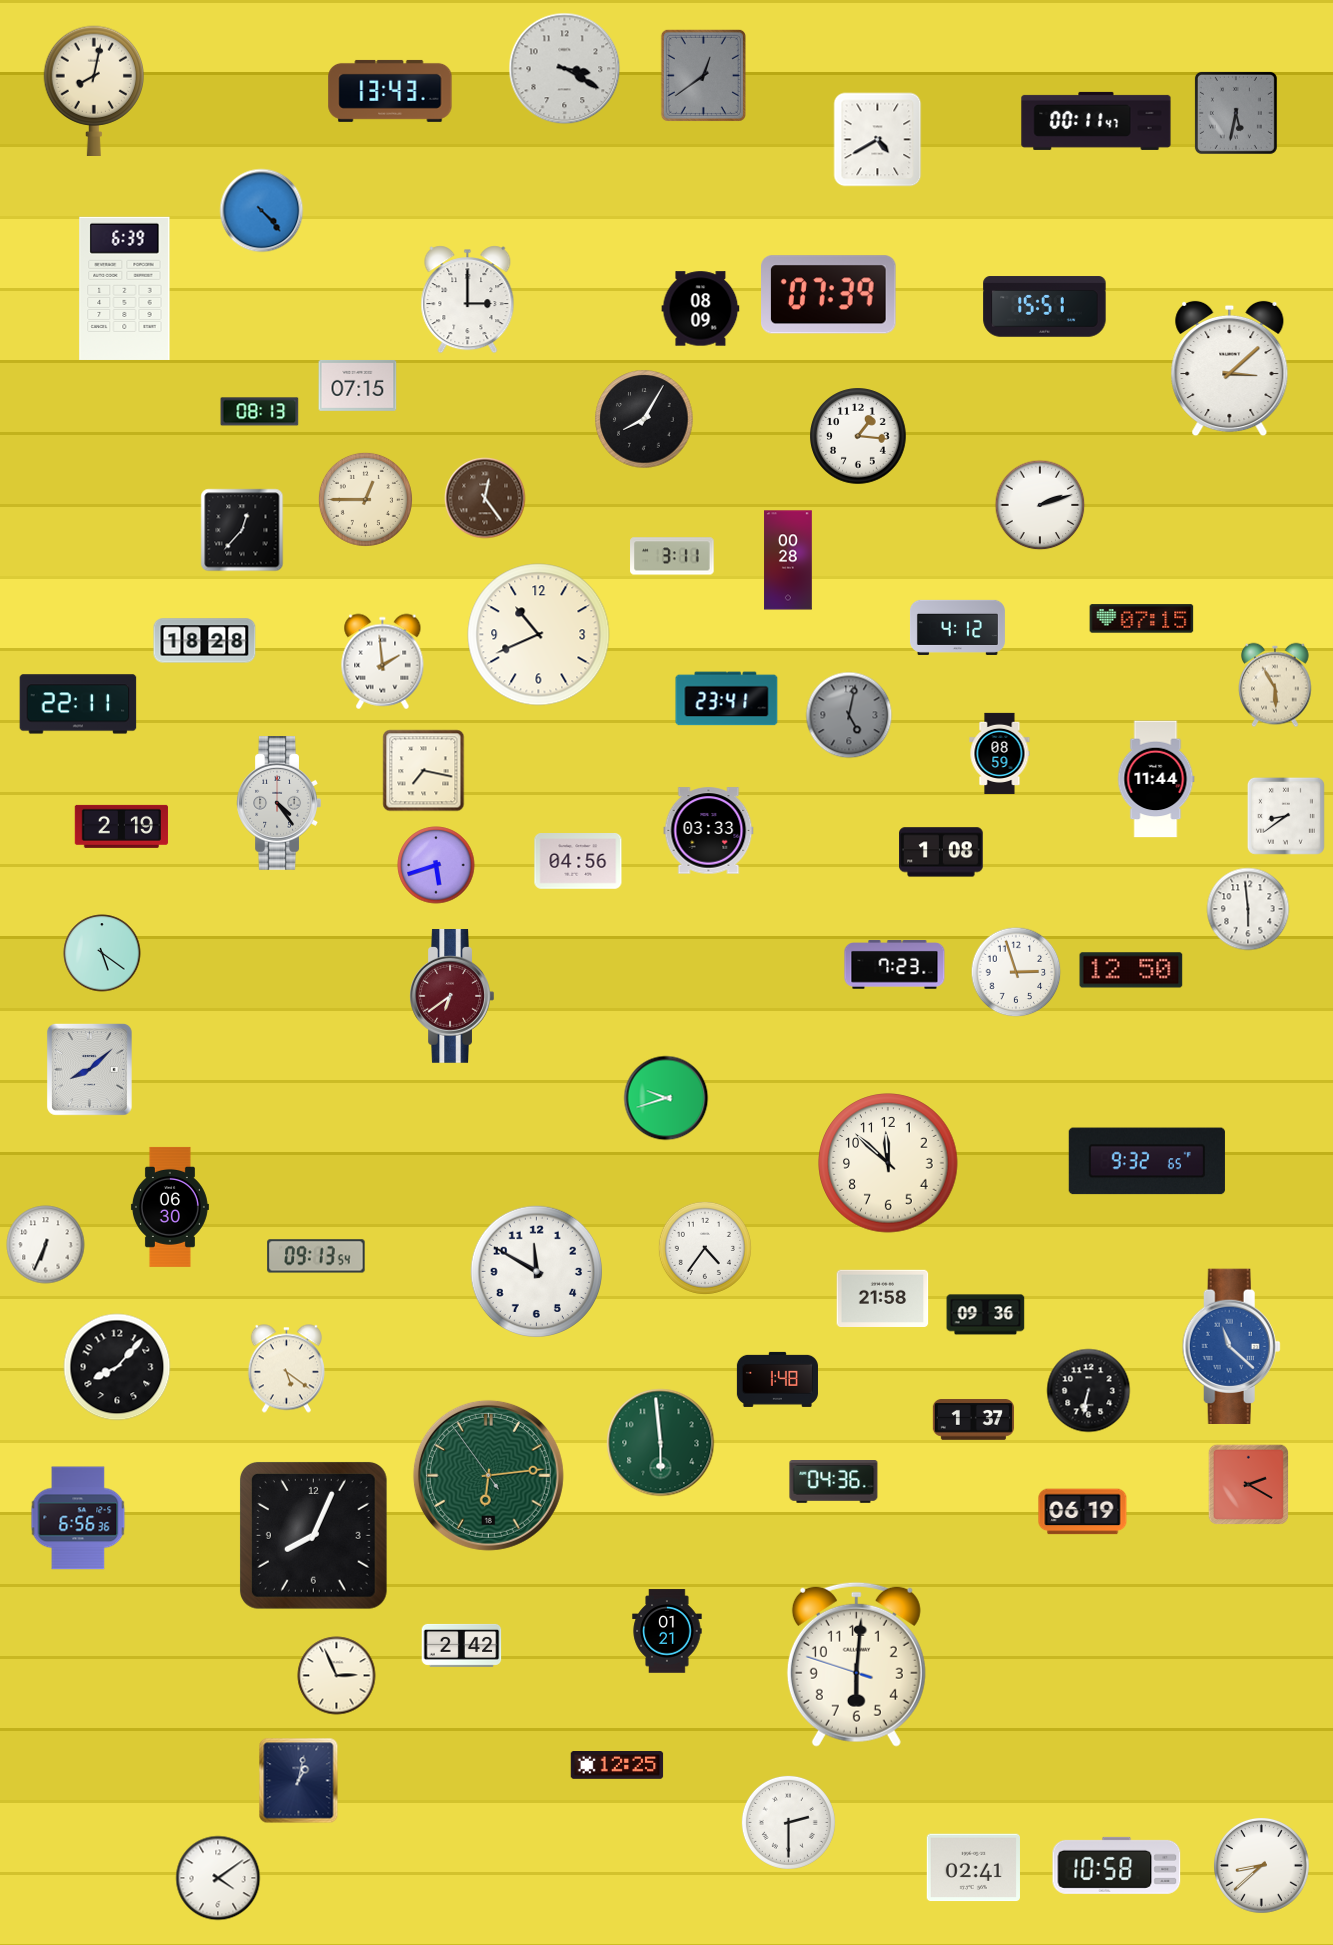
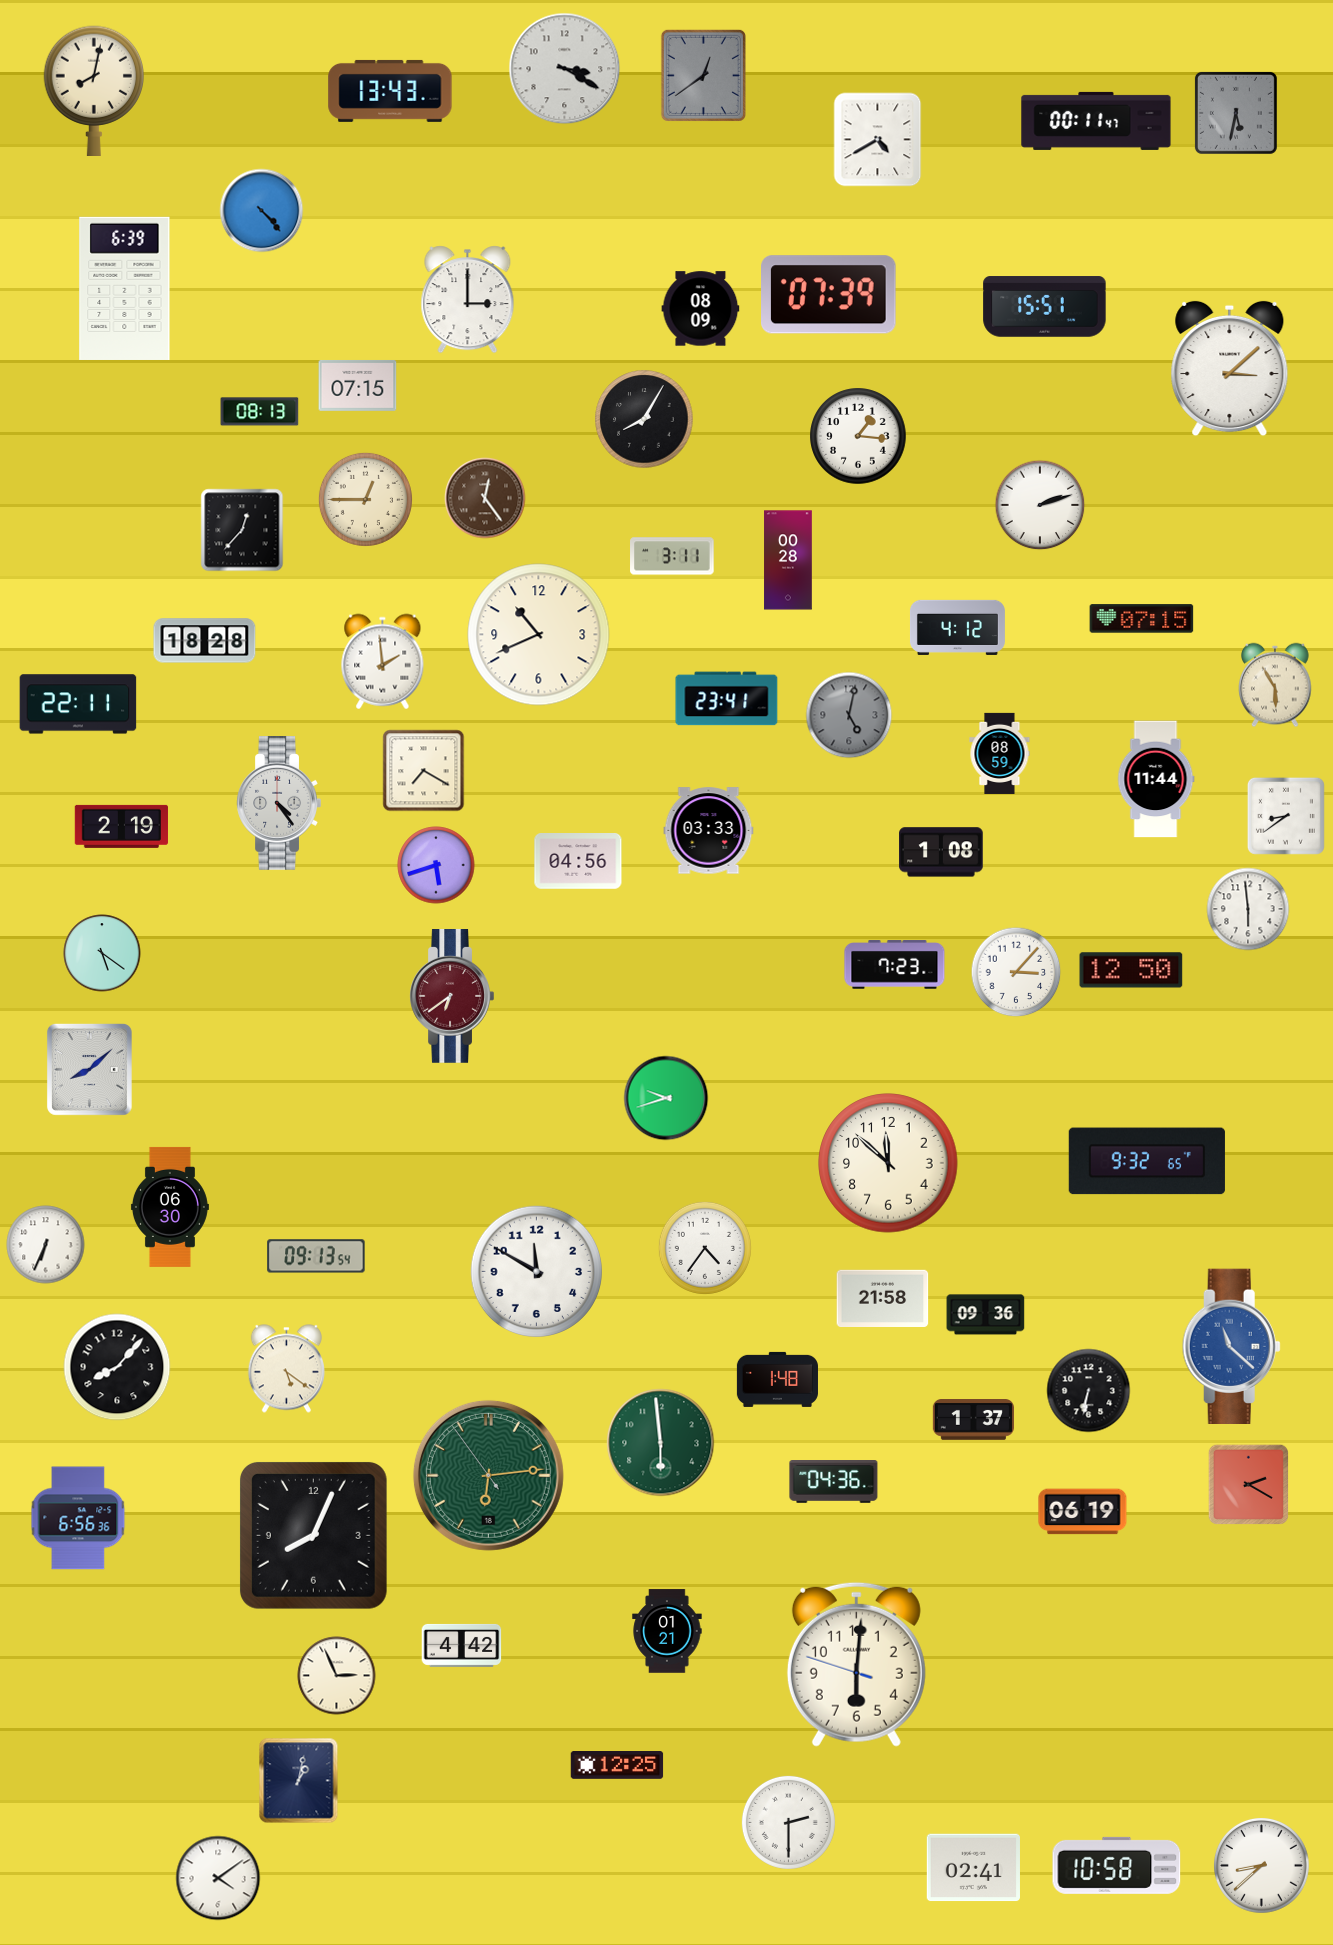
clock at (424, 771): 7:17 -> 7:20
clock at (1016, 972): 2:57 -> 3:07
clock at (462, 1645): 2:42 -> 4:42
